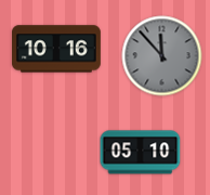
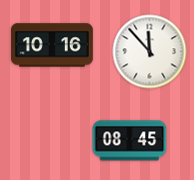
clock at (162, 56) dial: grey -> white
clock at (141, 153): 05:10 -> 08:45
